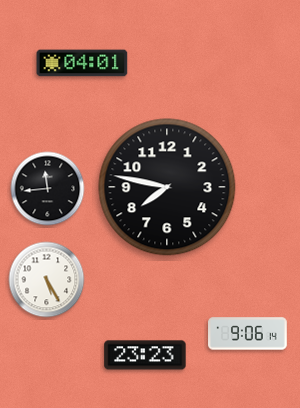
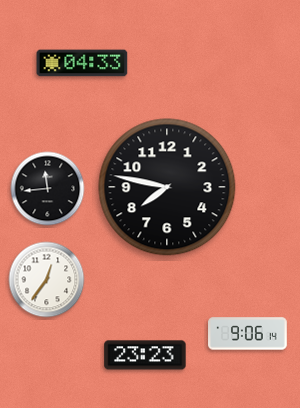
clock at (82, 63): 04:01 -> 04:33
clock at (47, 280): 5:25 -> 12:36
